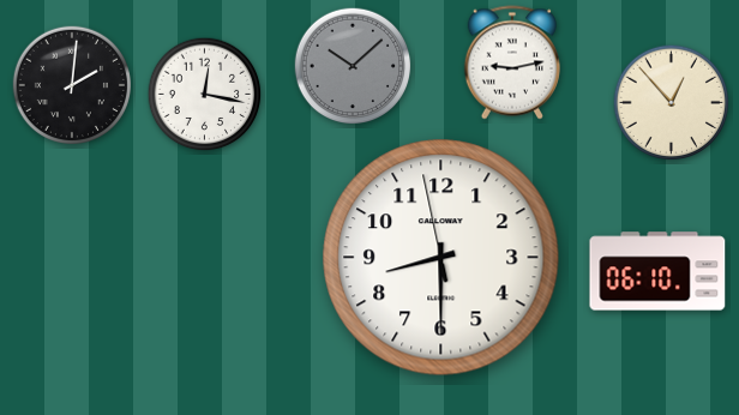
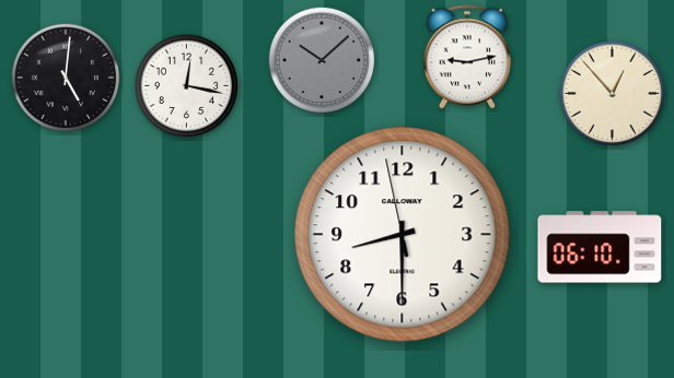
clock at (71, 84): 2:01 -> 5:01
